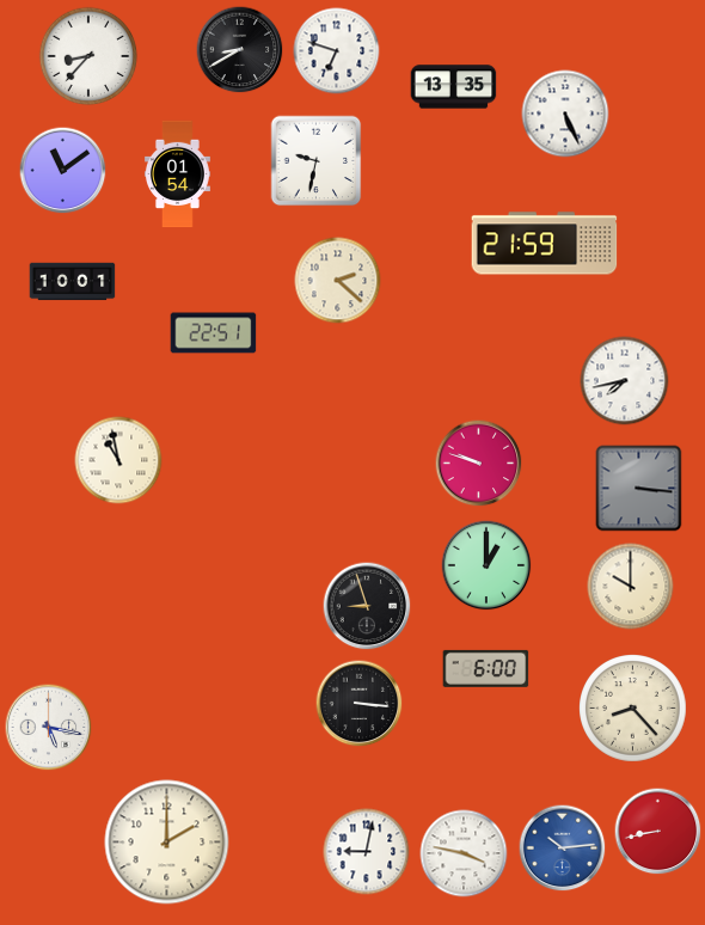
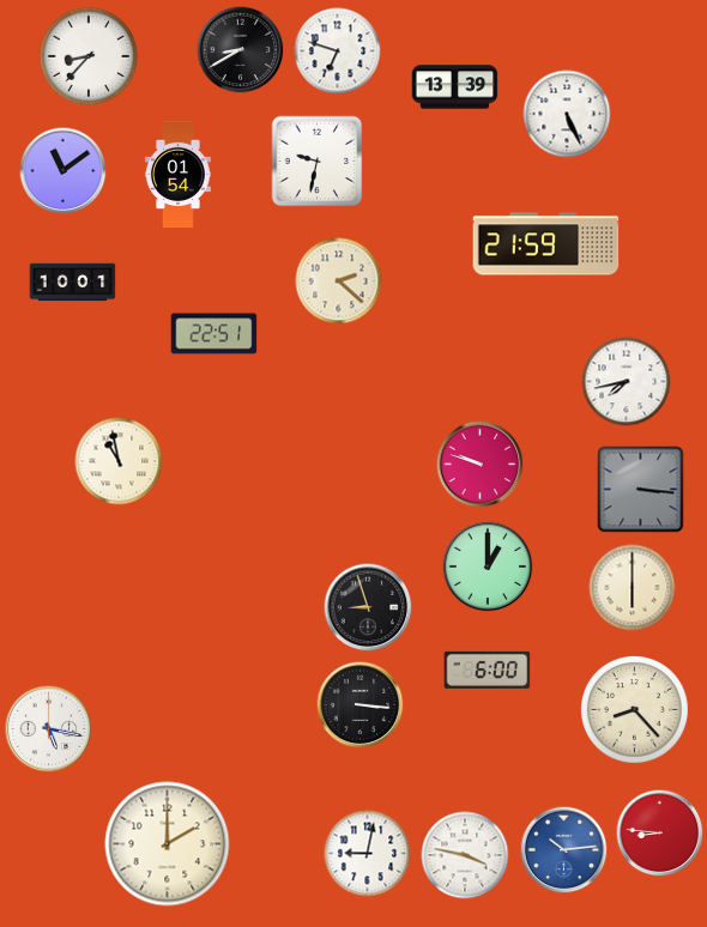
clock at (454, 87): 13:35 -> 13:39
clock at (631, 587): 10:00 -> 6:00
clock at (658, 832): 8:43 -> 8:46
